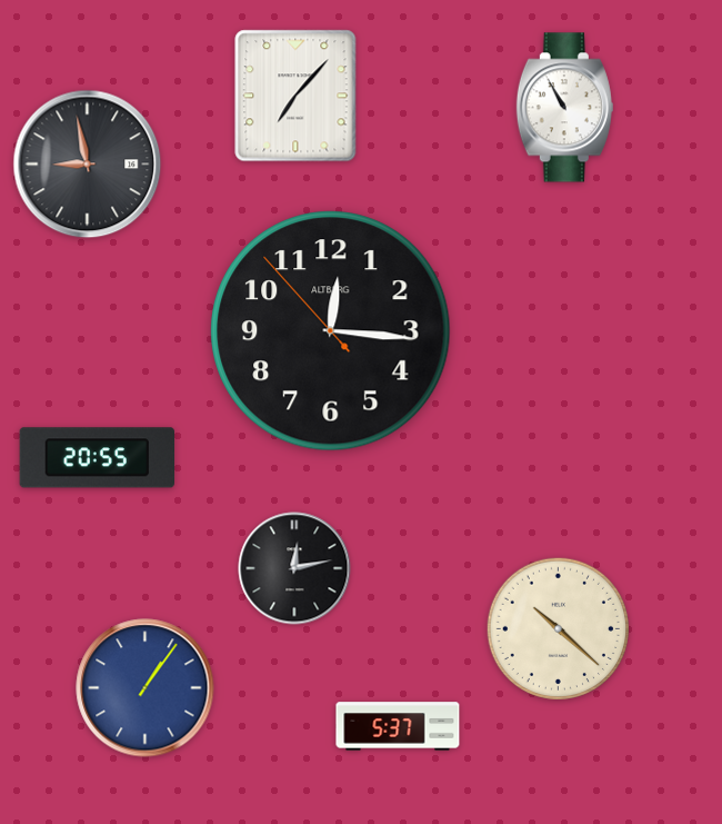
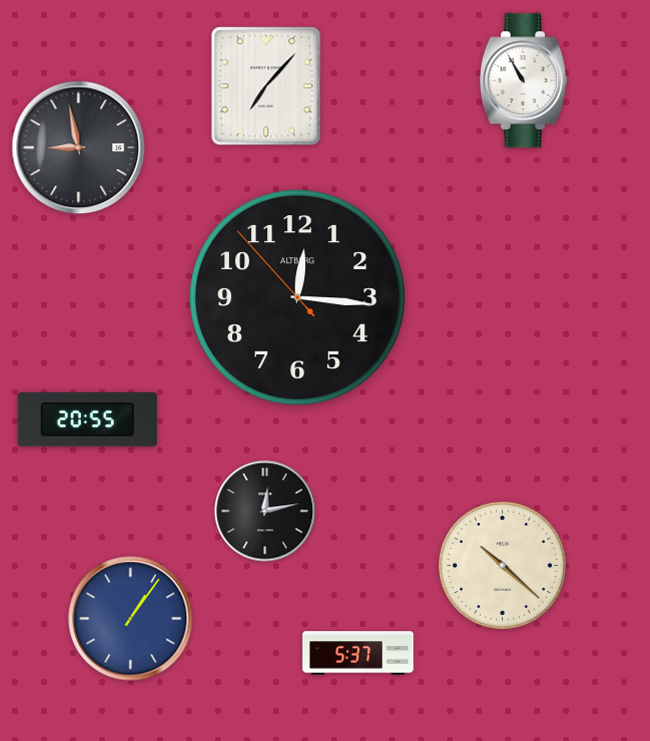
clock at (564, 108) position: (564, 108) -> (523, 81)
clock at (97, 458) position: (97, 458) -> (87, 420)
